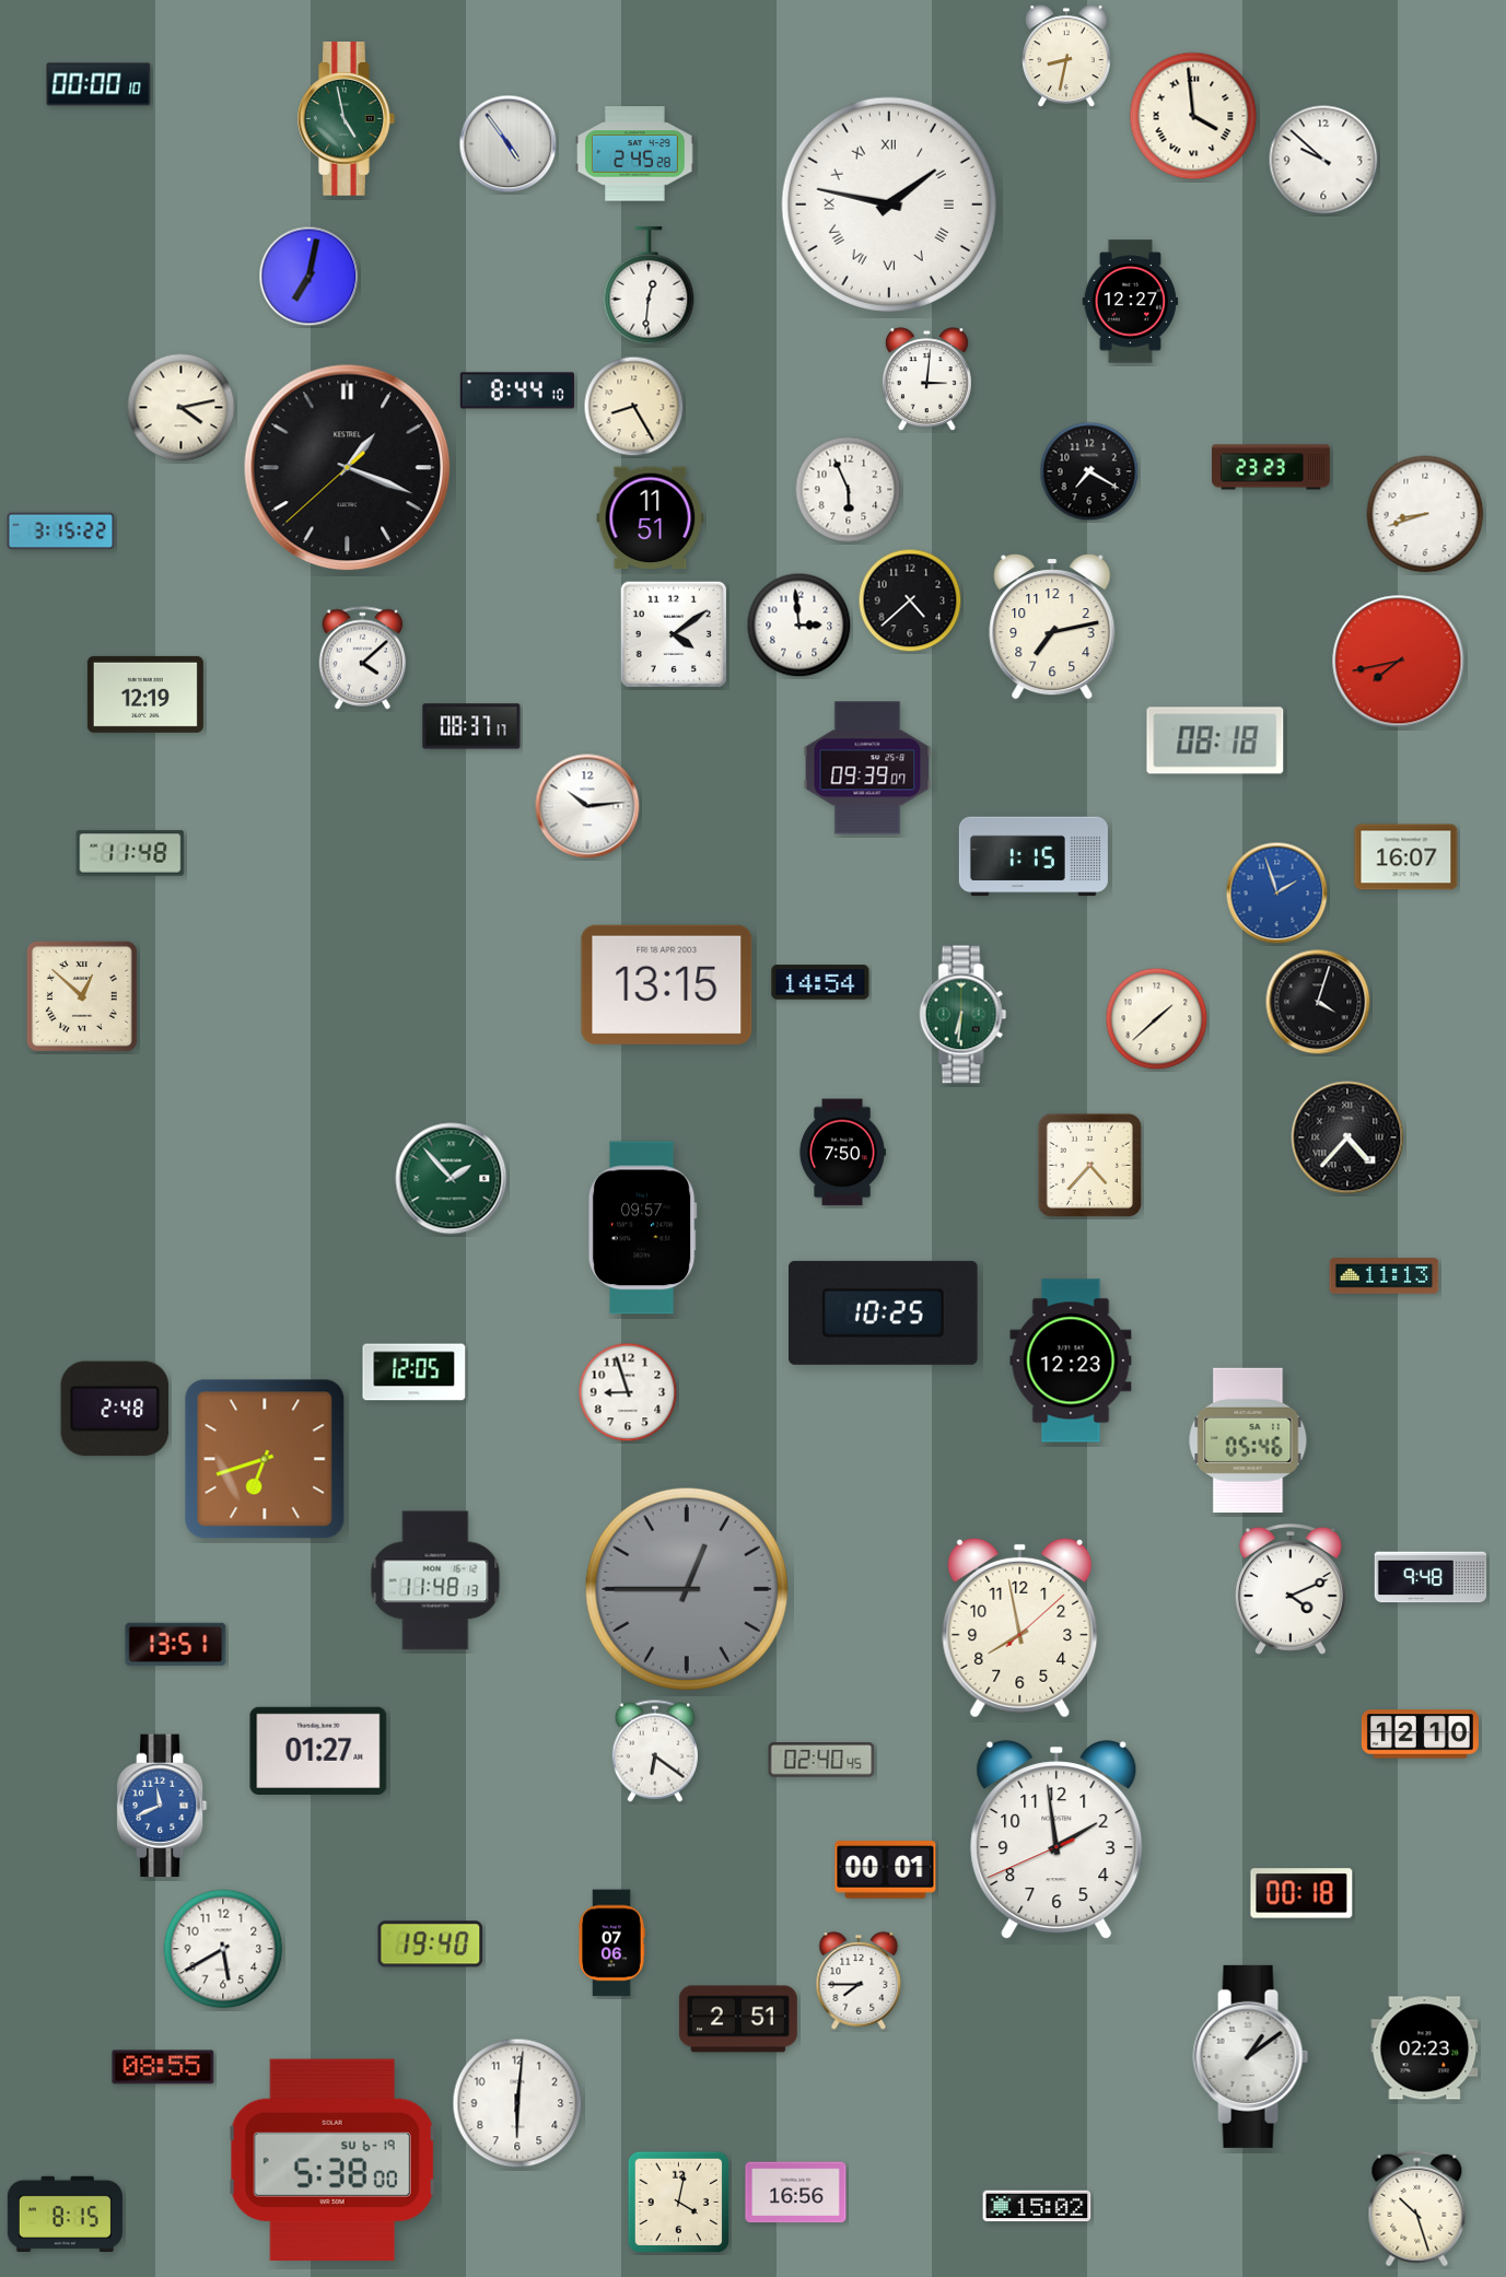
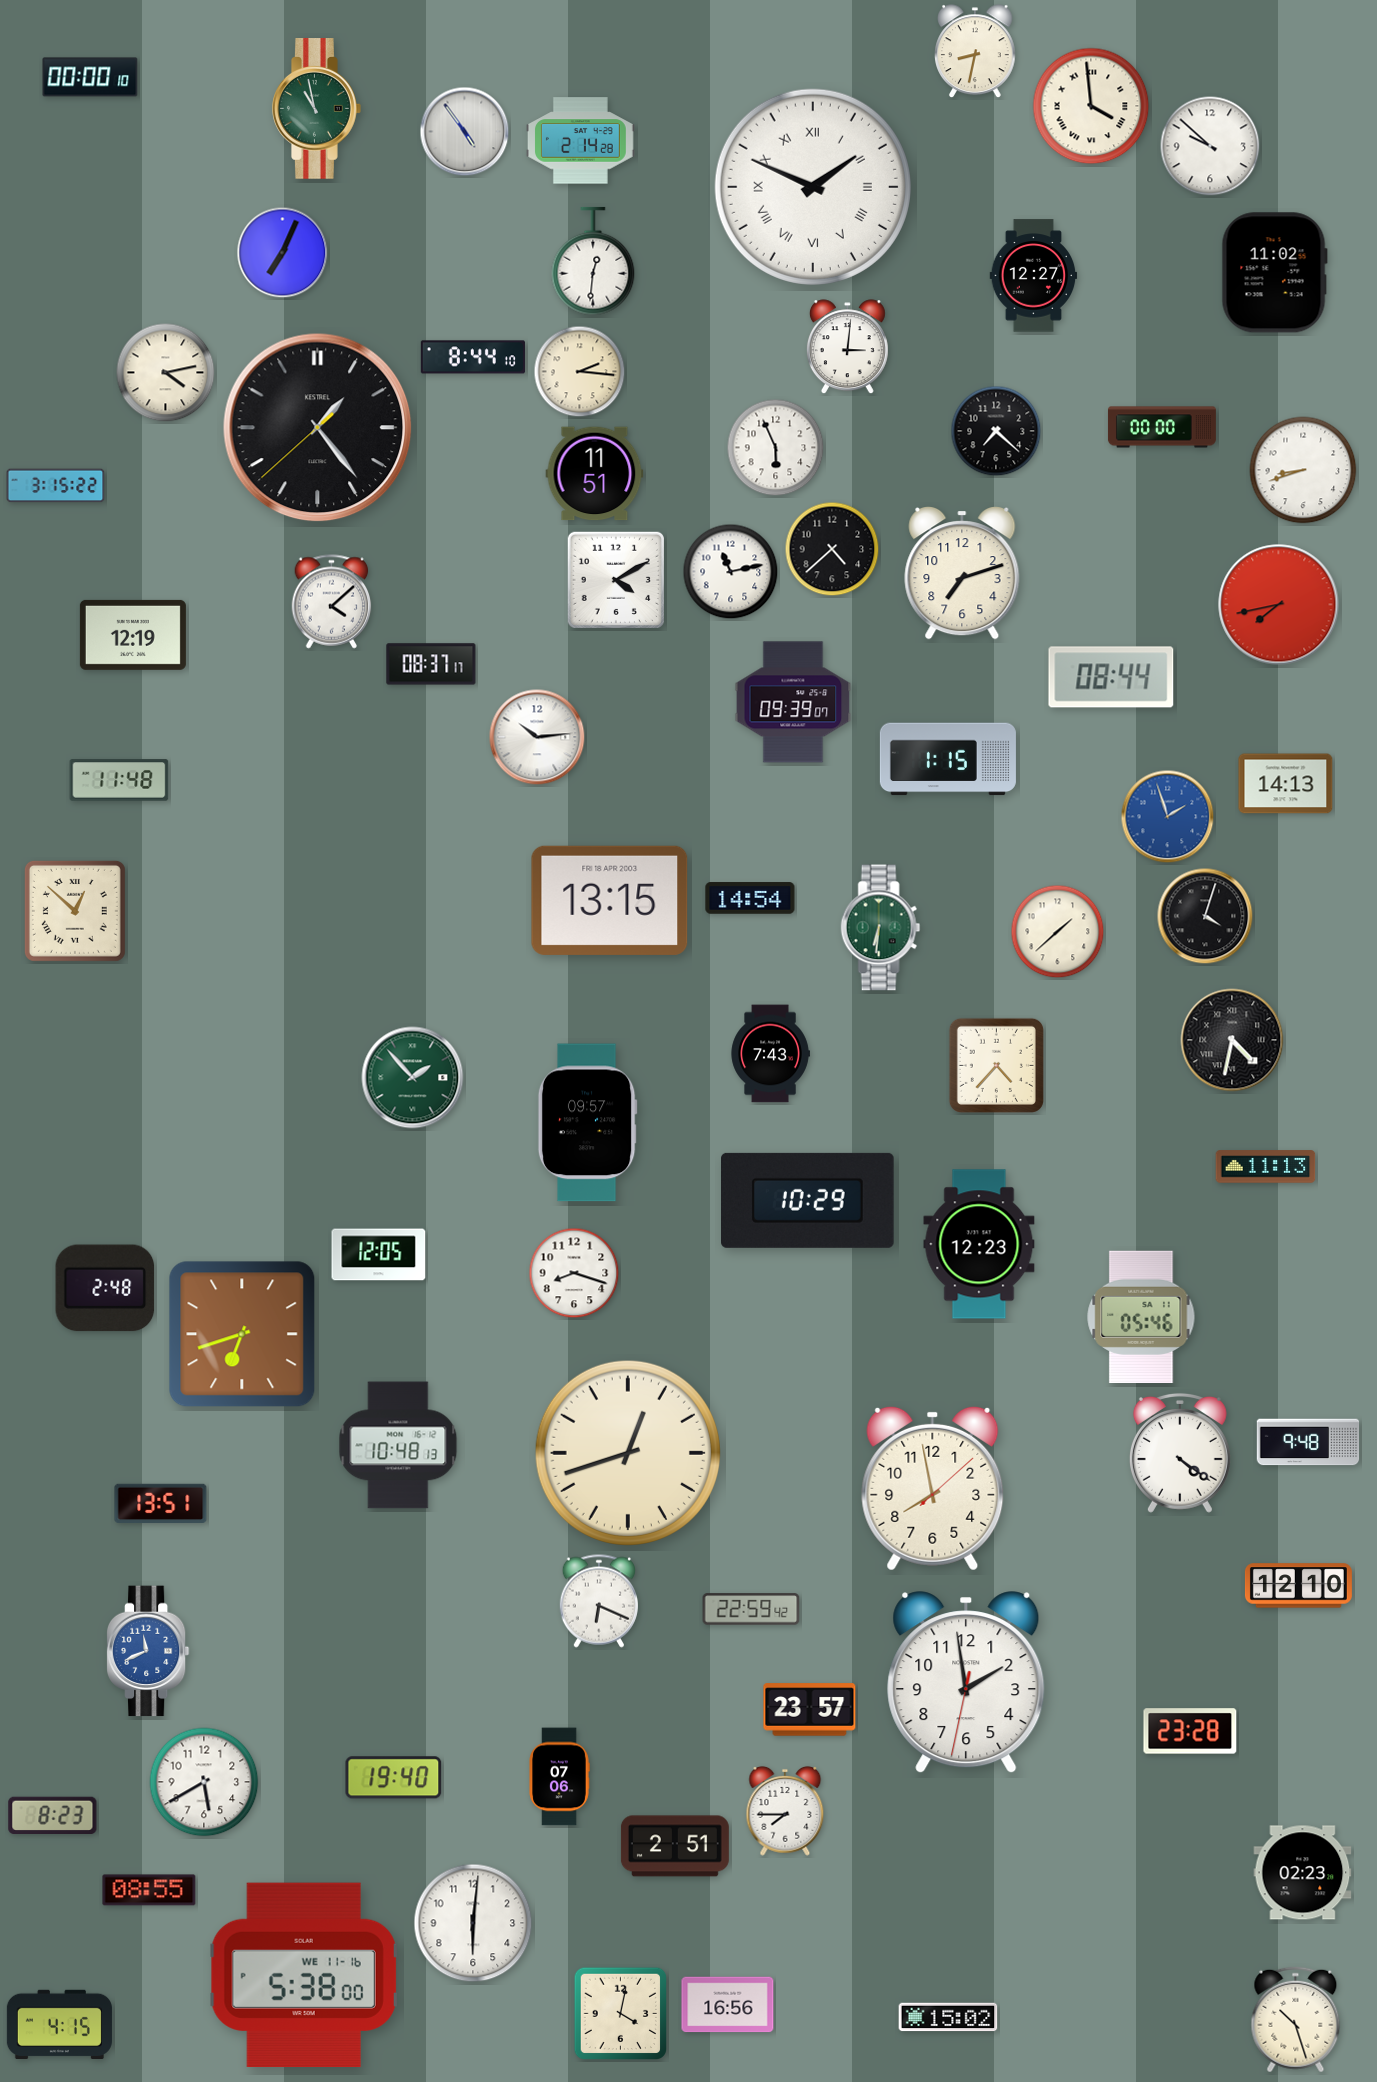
clock at (347, 119): 4:58 -> 10:58
clock at (634, 154): 2:45 -> 2:14
clock at (889, 205): 1:47 -> 1:49
clock at (310, 277): 7:02 -> 7:04
clock at (1274, 273): none -> 11:02
clock at (634, 407): 8:25 -> 2:16
clock at (1271, 467): 23:23 -> 00:00
clock at (348, 468): 1:18 -> 1:23
clock at (1089, 471): 7:20 -> 7:22
clock at (799, 626): 2:59 -> 11:13
clock at (1052, 628): 7:13 -> 7:12
clock at (674, 634): 4:09 -> 4:10
clock at (1215, 740): 08:18 -> 08:44
clock at (1034, 856) position: (1034, 856) -> (948, 759)
clock at (1406, 857): 16:07 -> 14:13
clock at (1347, 1137): 4:37 -> 4:32
clock at (842, 1153): 7:50 -> 7:43
clock at (884, 1312): 10:25 -> 10:29
clock at (628, 1392): 8:57 -> 8:18
clock at (435, 1580): 11:48 -> 10:48
clock at (687, 1589): 12:45 -> 12:42
clock at (687, 1589) dial: grey -> cream
clock at (1291, 1589): 4:11 -> 4:21
clock at (318, 1751): 01:27 -> none
clock at (655, 1751): 6:21 -> 6:19
clock at (821, 1760): 02:40 -> 22:59
clock at (1056, 1841): 1:58:41 -> 1:58:32
clock at (886, 1870): 00:01 -> 23:57
clock at (1301, 1893): 00:18 -> 23:28
clock at (53, 1816): none -> 8:23
clock at (1251, 2056): 1:09 -> none
clock at (332, 2159) date: SU 6-19 -> WE 11-16
clock at (65, 2214): 8:15 -> 4:15
